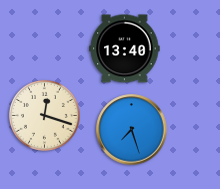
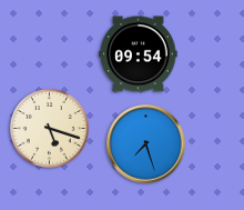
clock at (125, 49): 13:40 -> 09:54
clock at (44, 115): 12:18 -> 5:18
